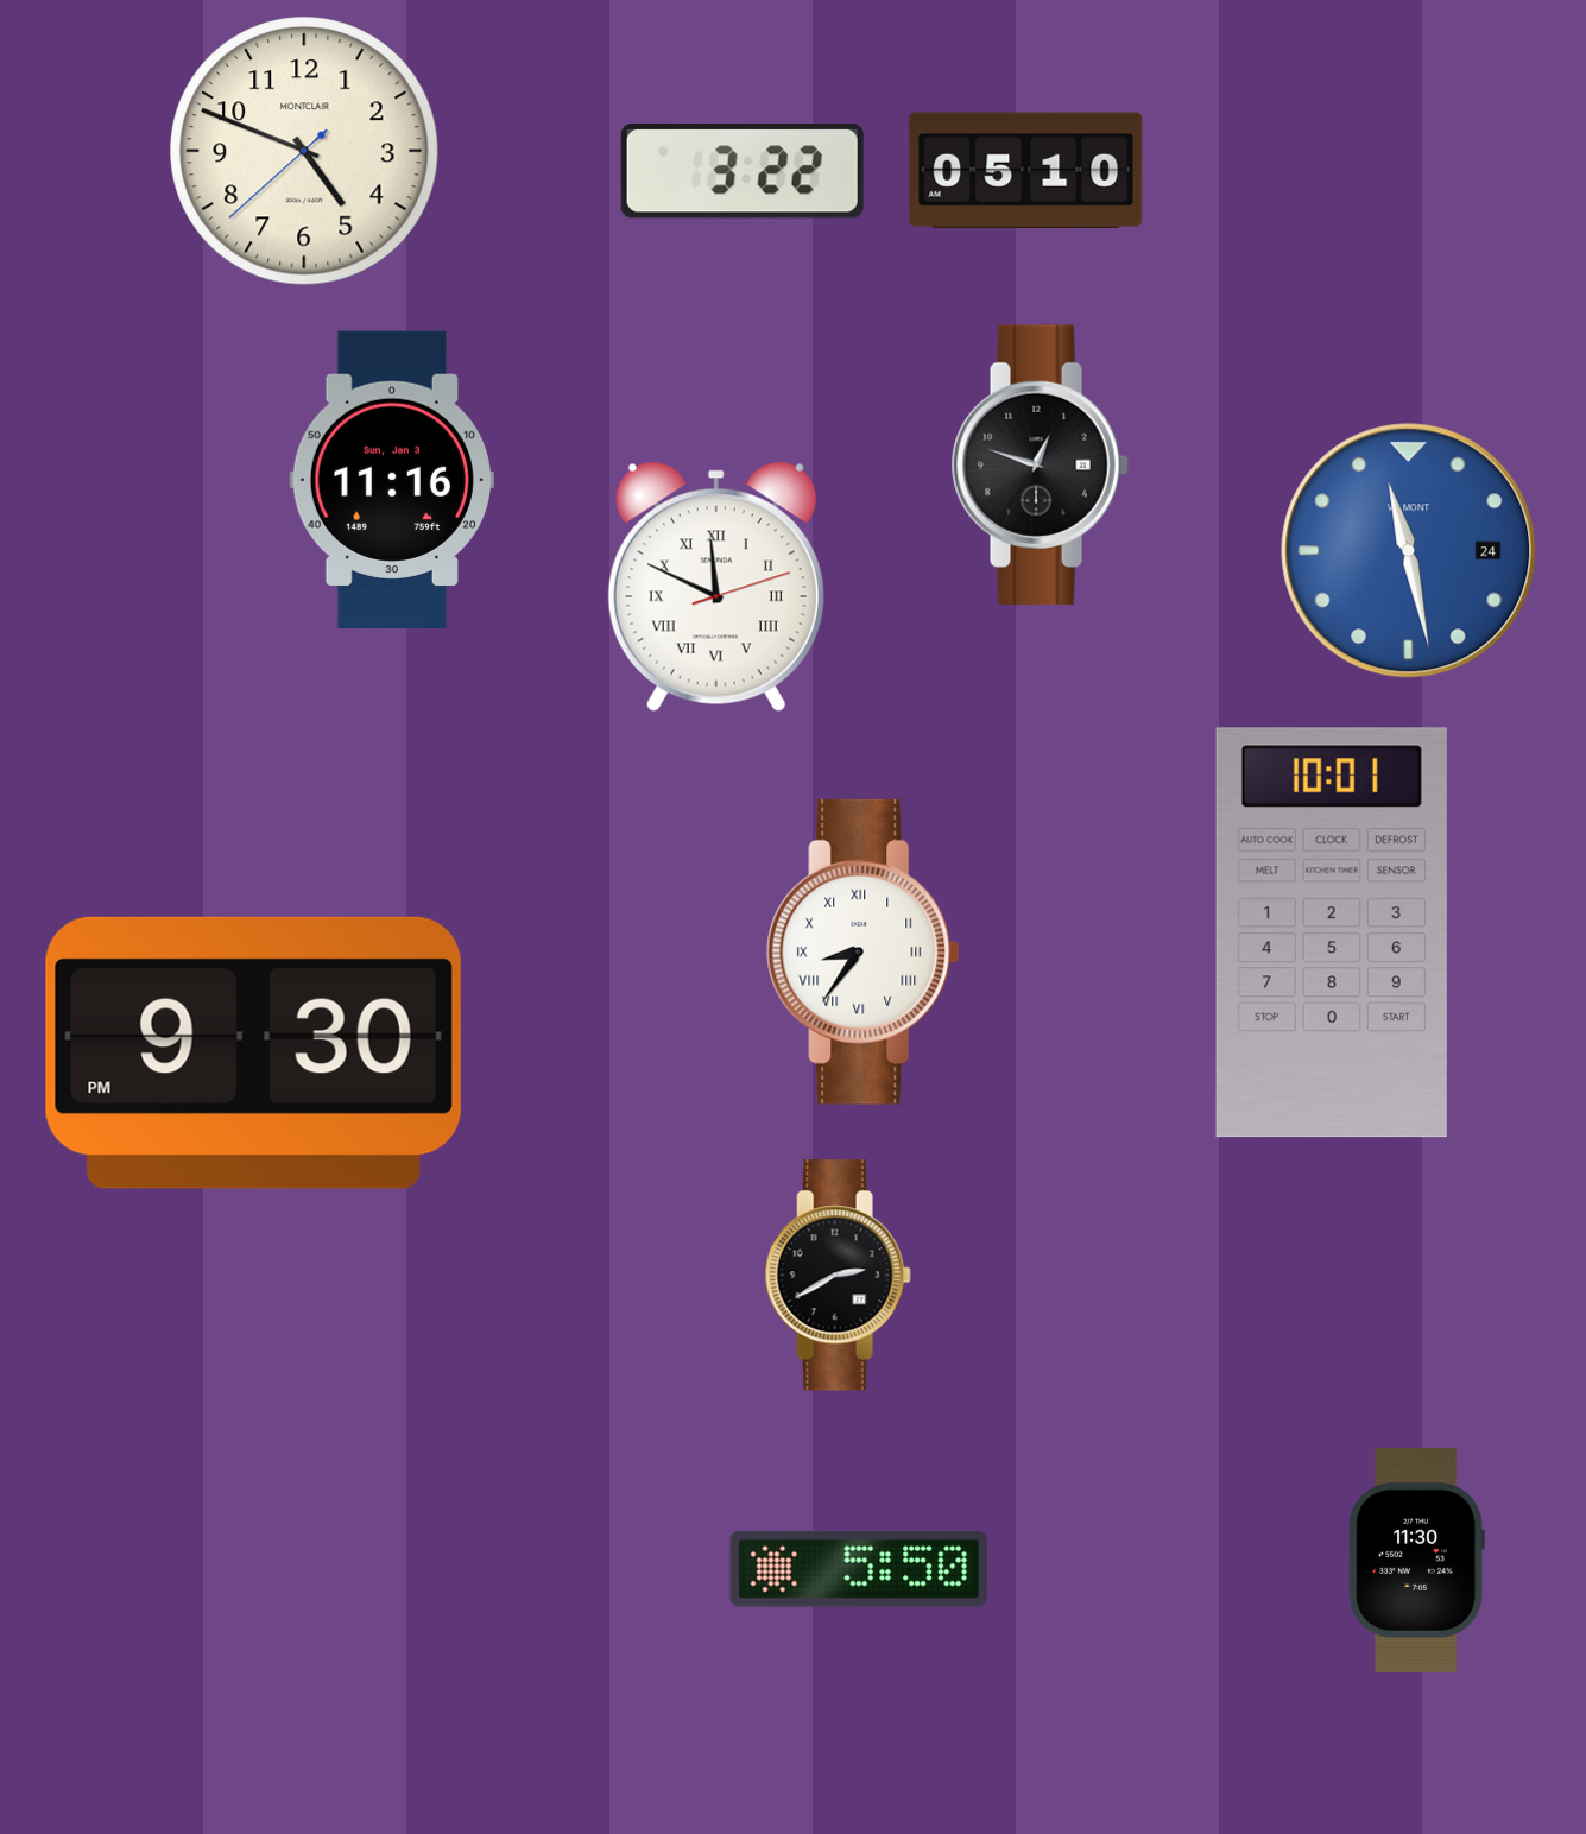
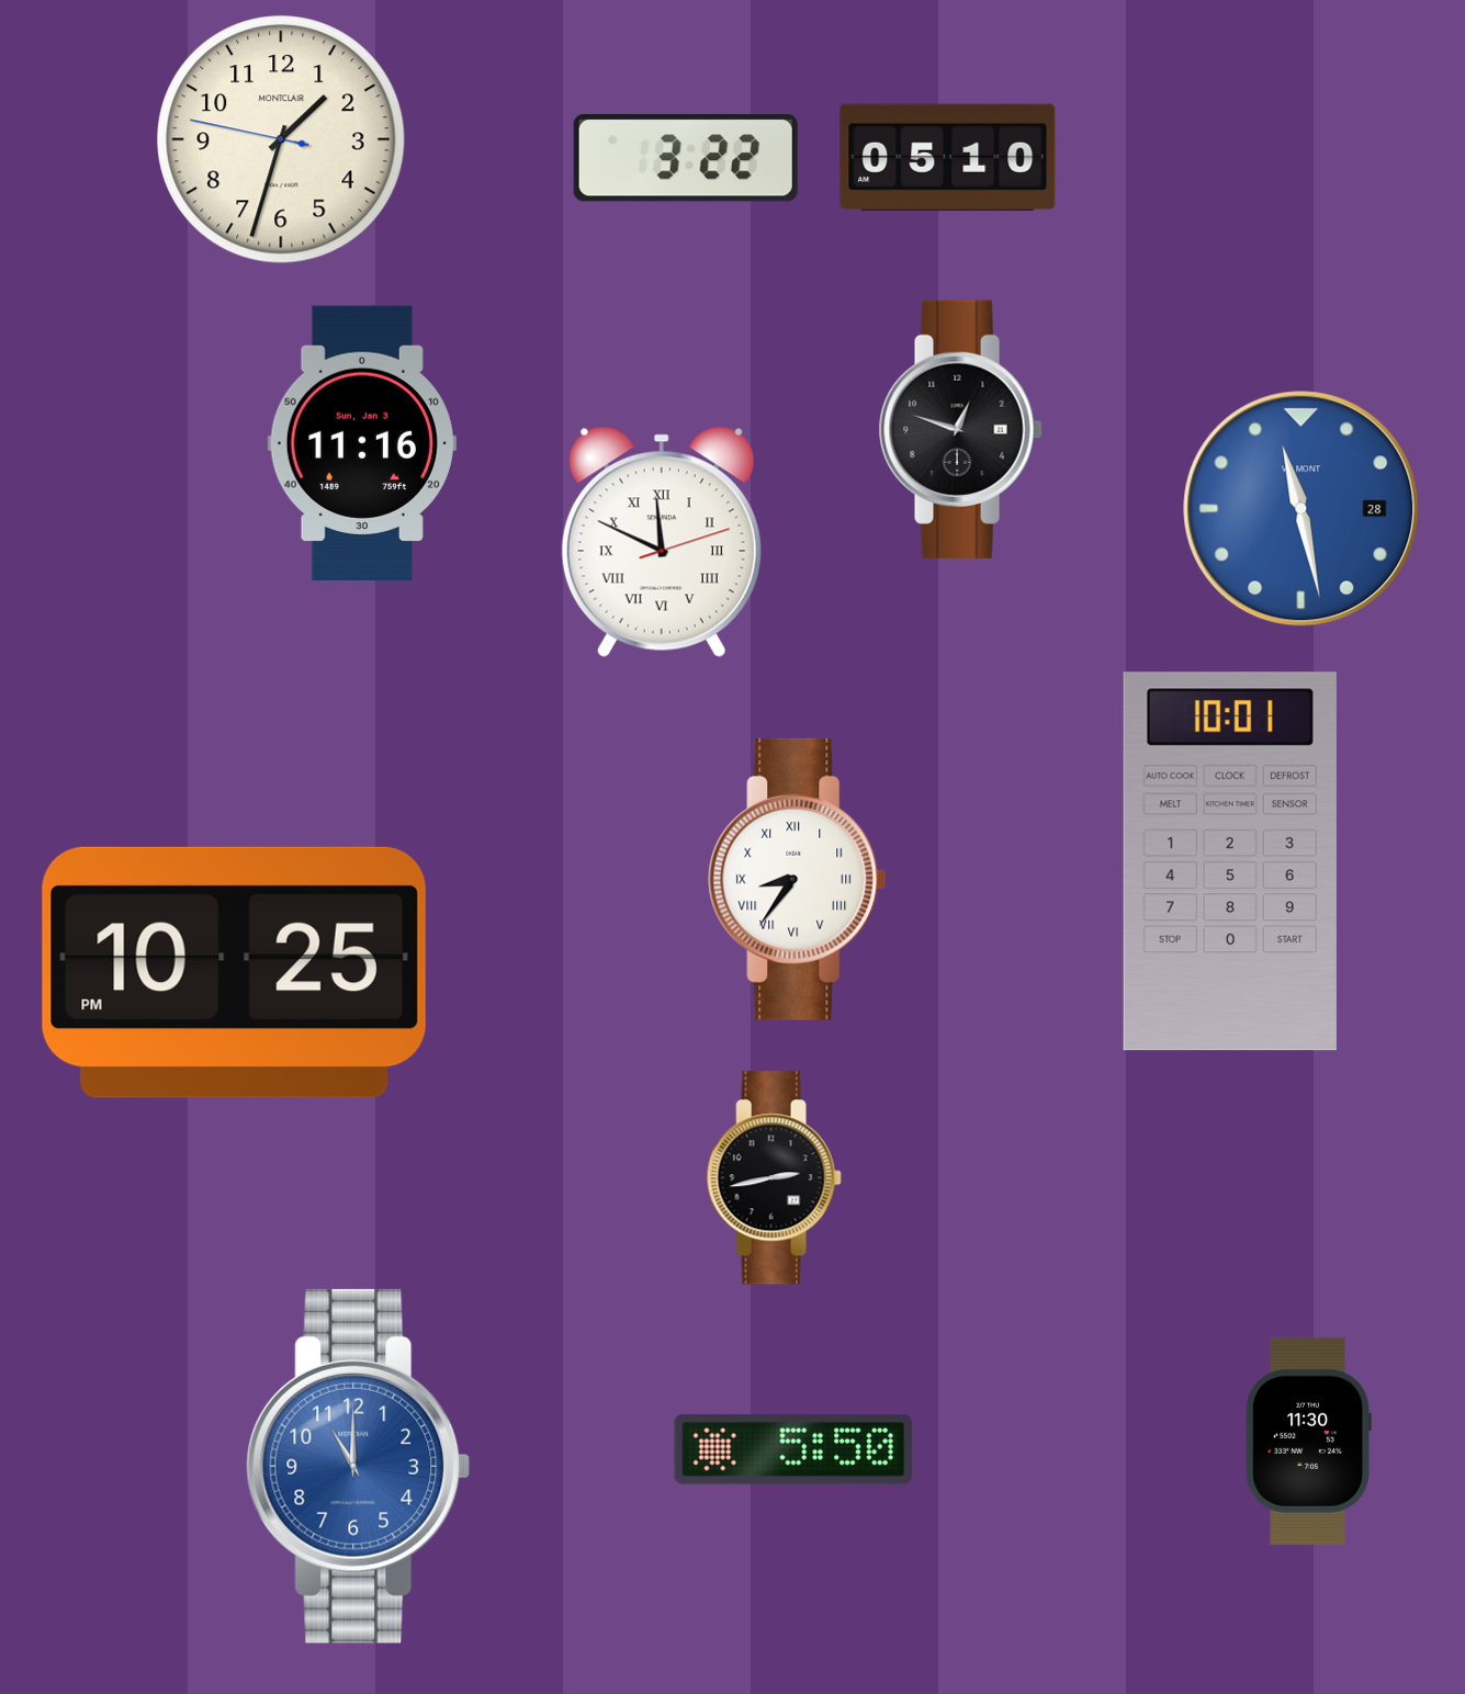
clock at (304, 151): 4:48 -> 1:32
clock at (1409, 551) date: 24 -> 28
clock at (253, 1052): 9:30 -> 10:25
clock at (838, 1276): 2:40 -> 2:43
clock at (359, 1466): none -> 11:00
